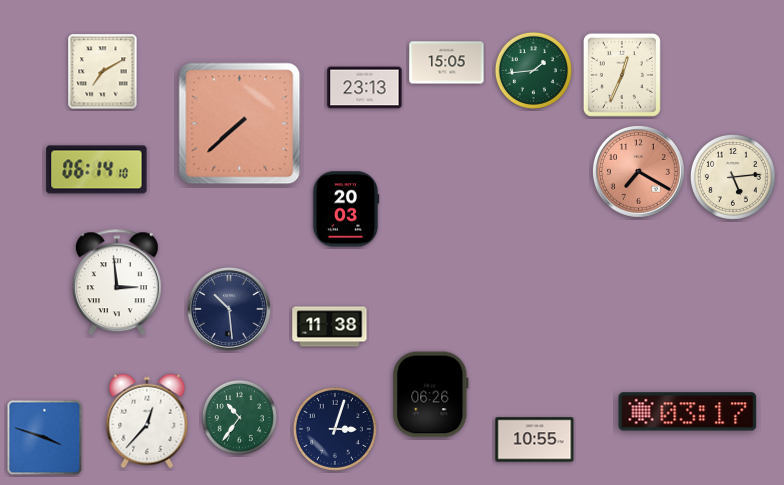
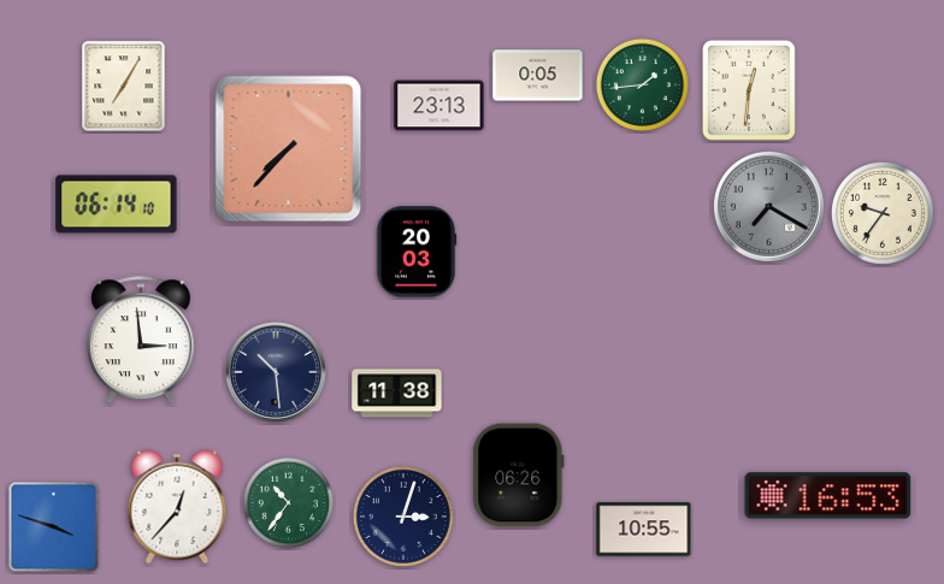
clock at (447, 63): 15:05 -> 0:05
clock at (103, 72): 7:10 -> 7:05
clock at (622, 75): 12:34 -> 12:31
clock at (240, 124): 7:38 -> 7:37
clock at (638, 171) dial: salmon -> grey
clock at (733, 177): 5:14 -> 9:36
clock at (688, 412): 03:17 -> 16:53
